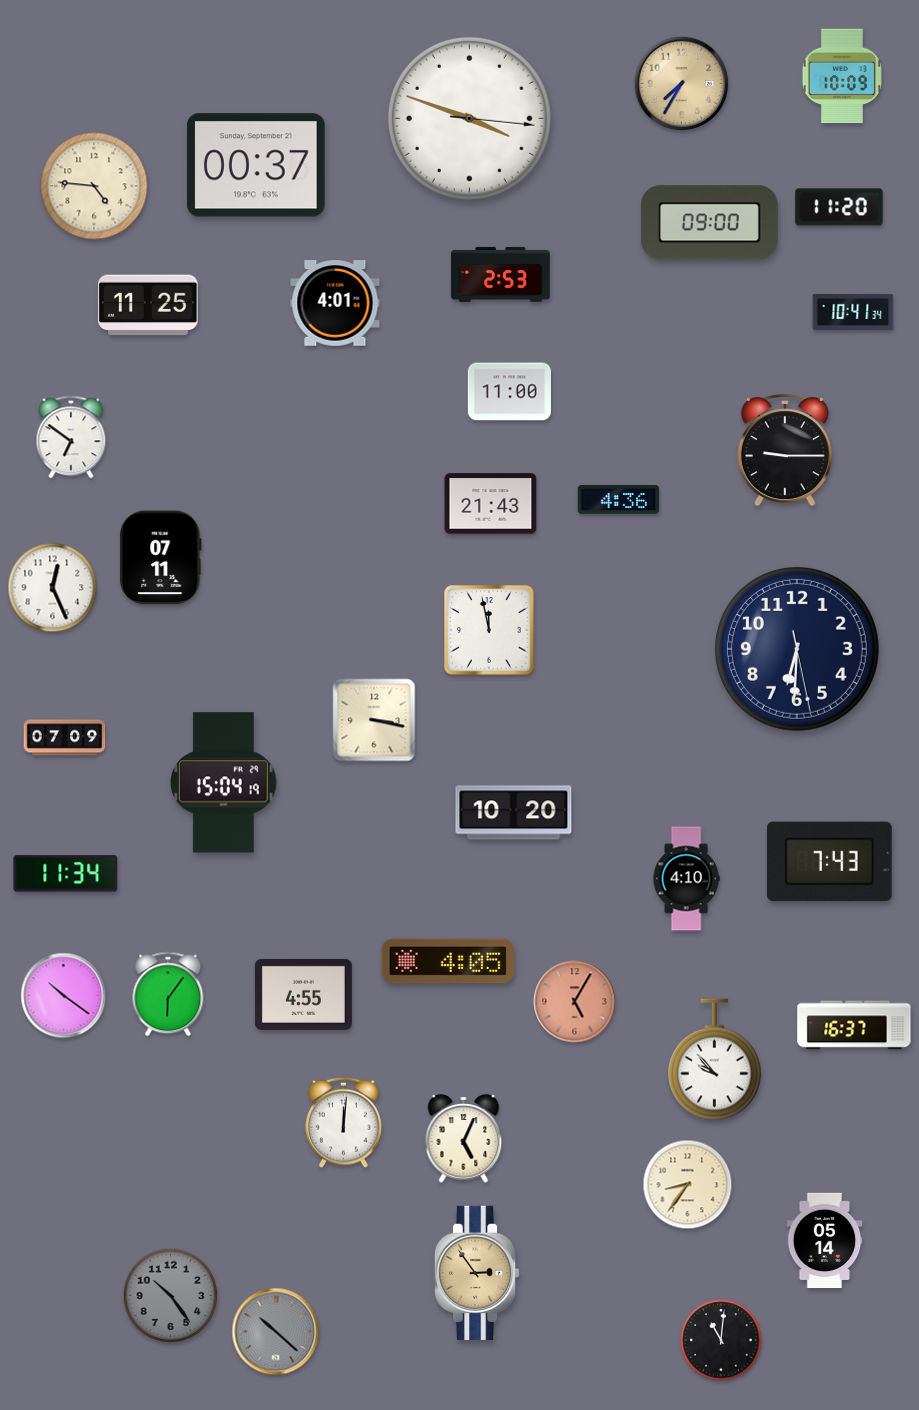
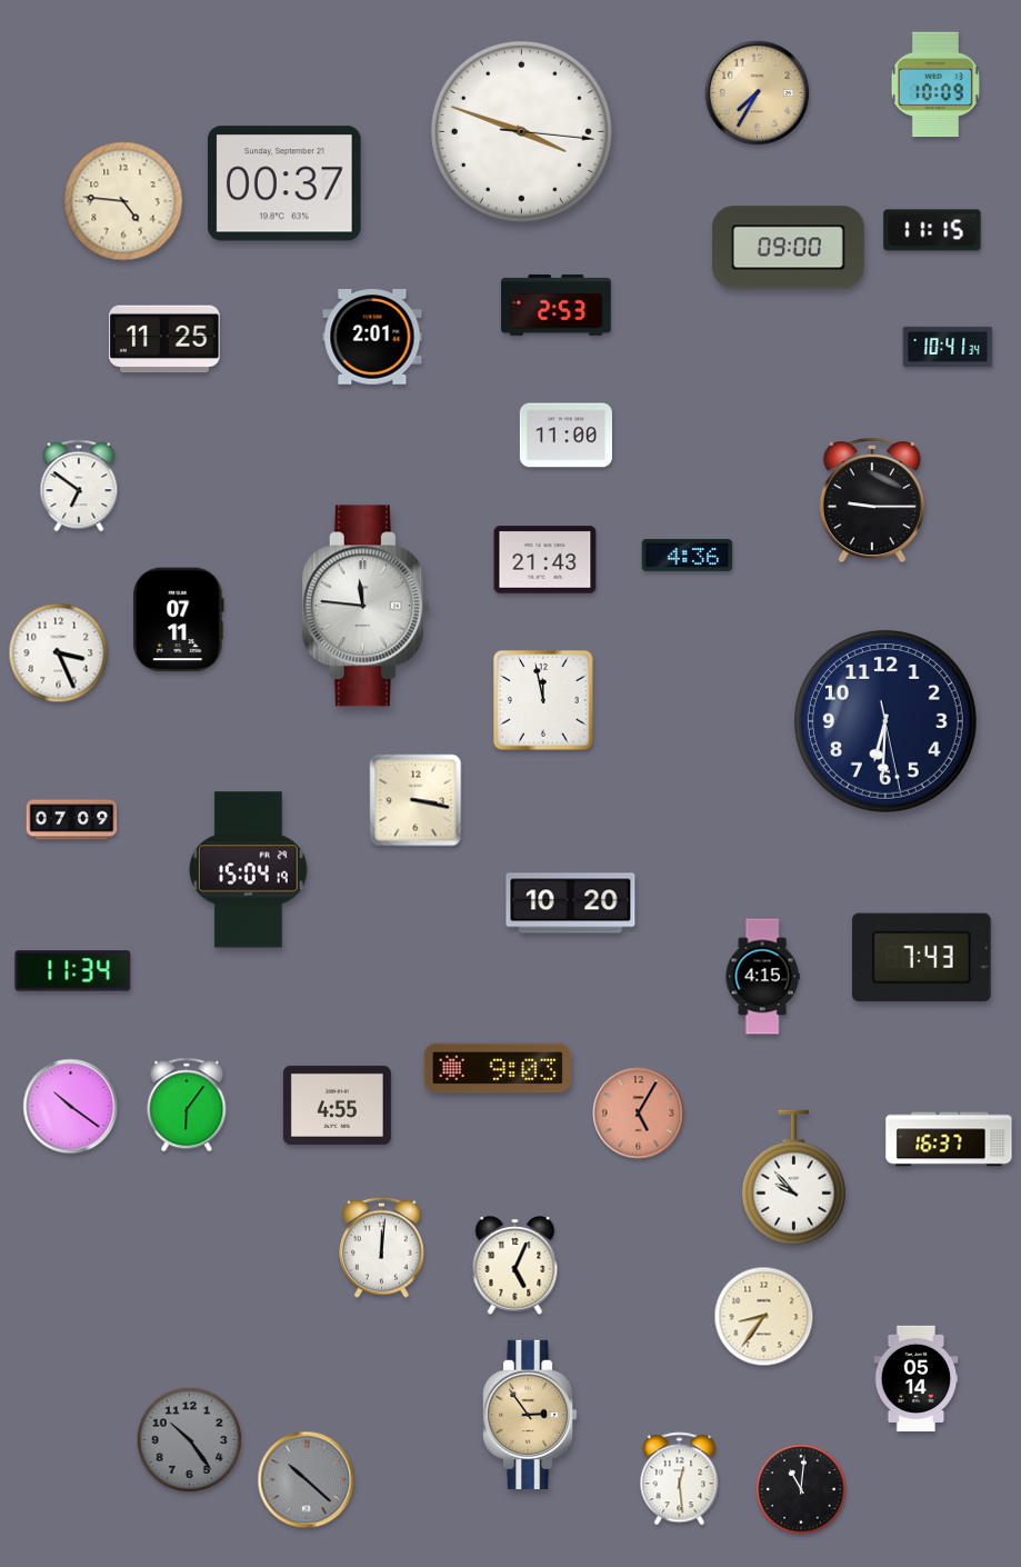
clock at (94, 186) position: (94, 186) -> (123, 201)
clock at (839, 207): 11:20 -> 11:15
clock at (335, 303): 4:01 -> 2:01
clock at (366, 606): none -> 11:46
clock at (53, 588): 12:26 -> 3:26
clock at (686, 879): 4:10 -> 4:15
clock at (448, 961): 4:05 -> 9:03
clock at (680, 1479): none -> 12:29
